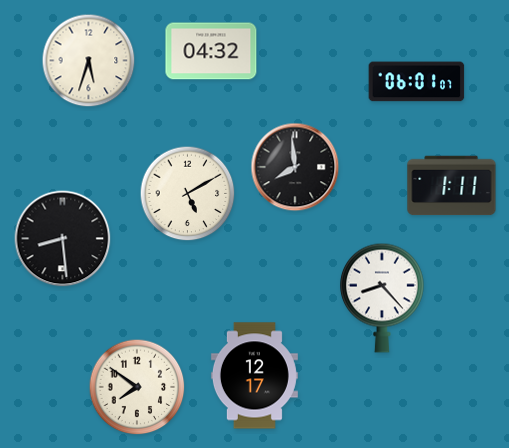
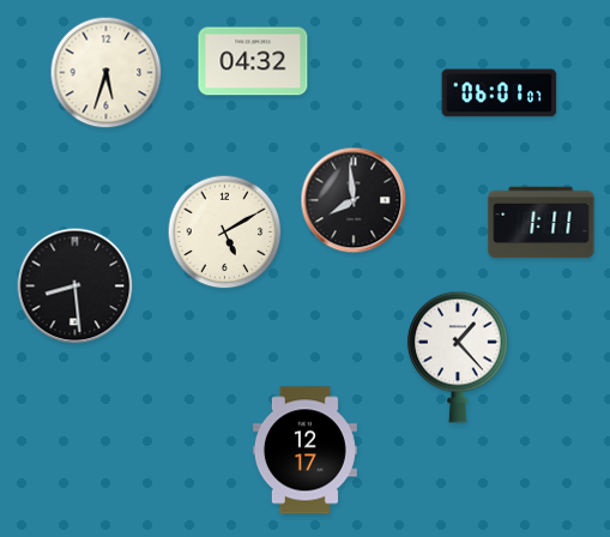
clock at (417, 82) position: (417, 82) -> (500, 93)
clock at (383, 298): 8:23 -> 1:23
clock at (137, 387): 7:51 -> none
